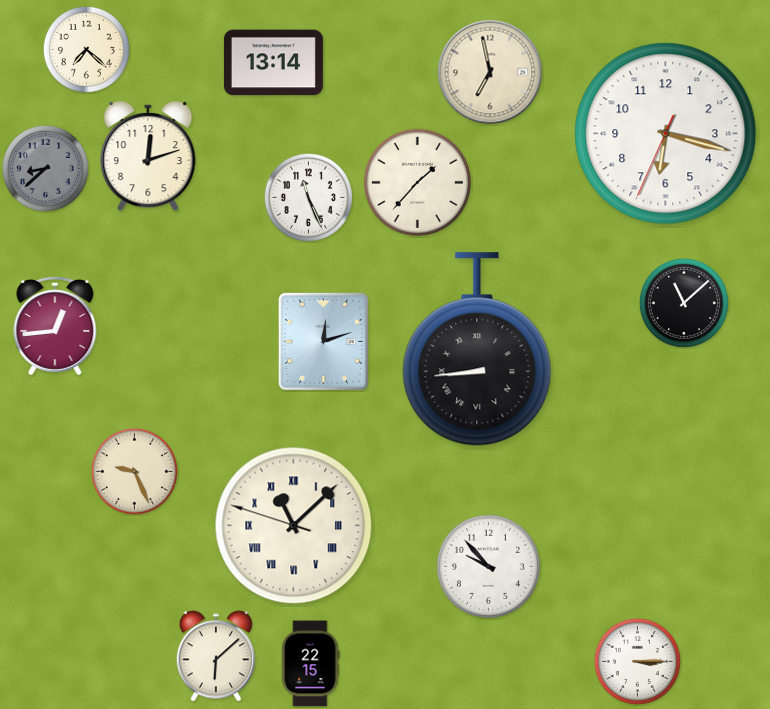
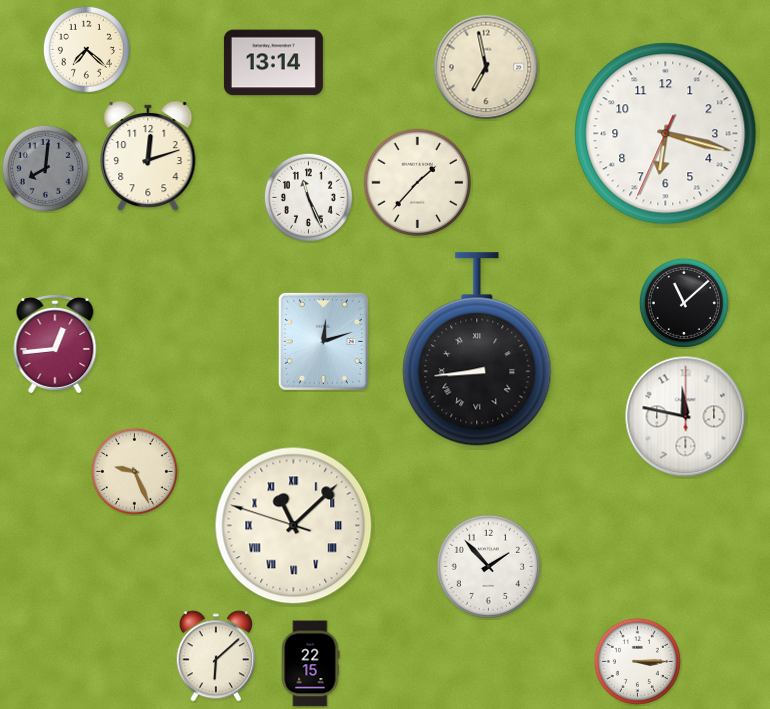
clock at (490, 72) position: (490, 72) -> (486, 67)
clock at (45, 168): 8:38 -> 8:01
clock at (55, 327) position: (55, 327) -> (55, 345)
clock at (686, 417): none -> 11:47
clock at (488, 566): 9:53 -> 1:53
